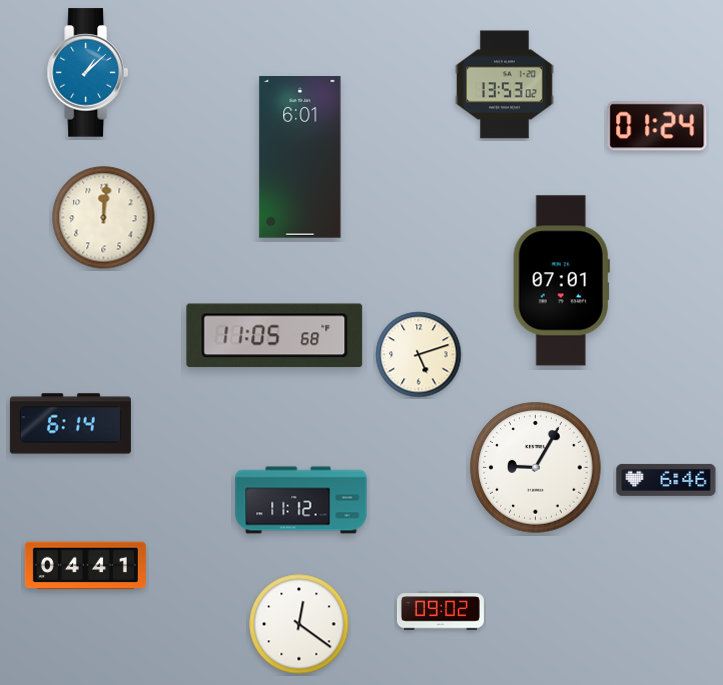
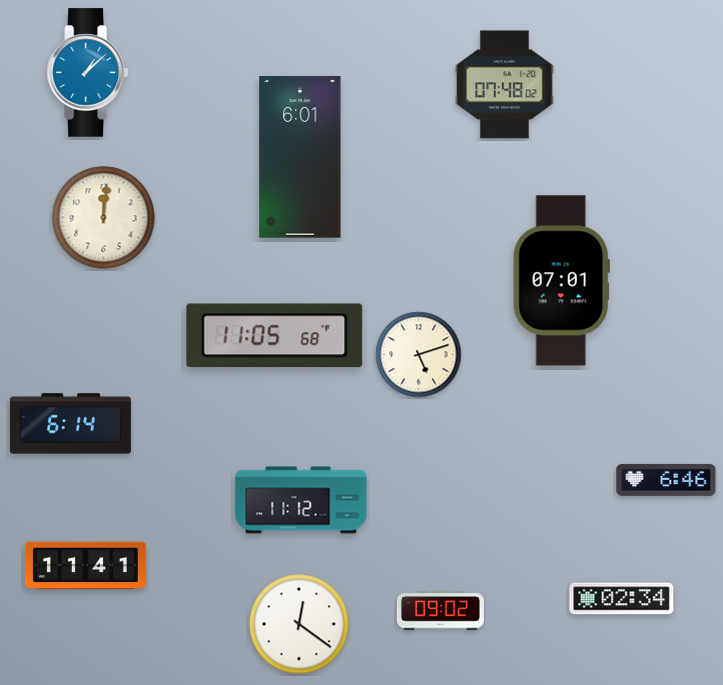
clock at (504, 85): 13:53 -> 07:48
clock at (657, 126): 01:24 -> none
clock at (536, 468): 9:05 -> none
clock at (85, 566): 04:41 -> 11:41
clock at (622, 599): none -> 02:34
